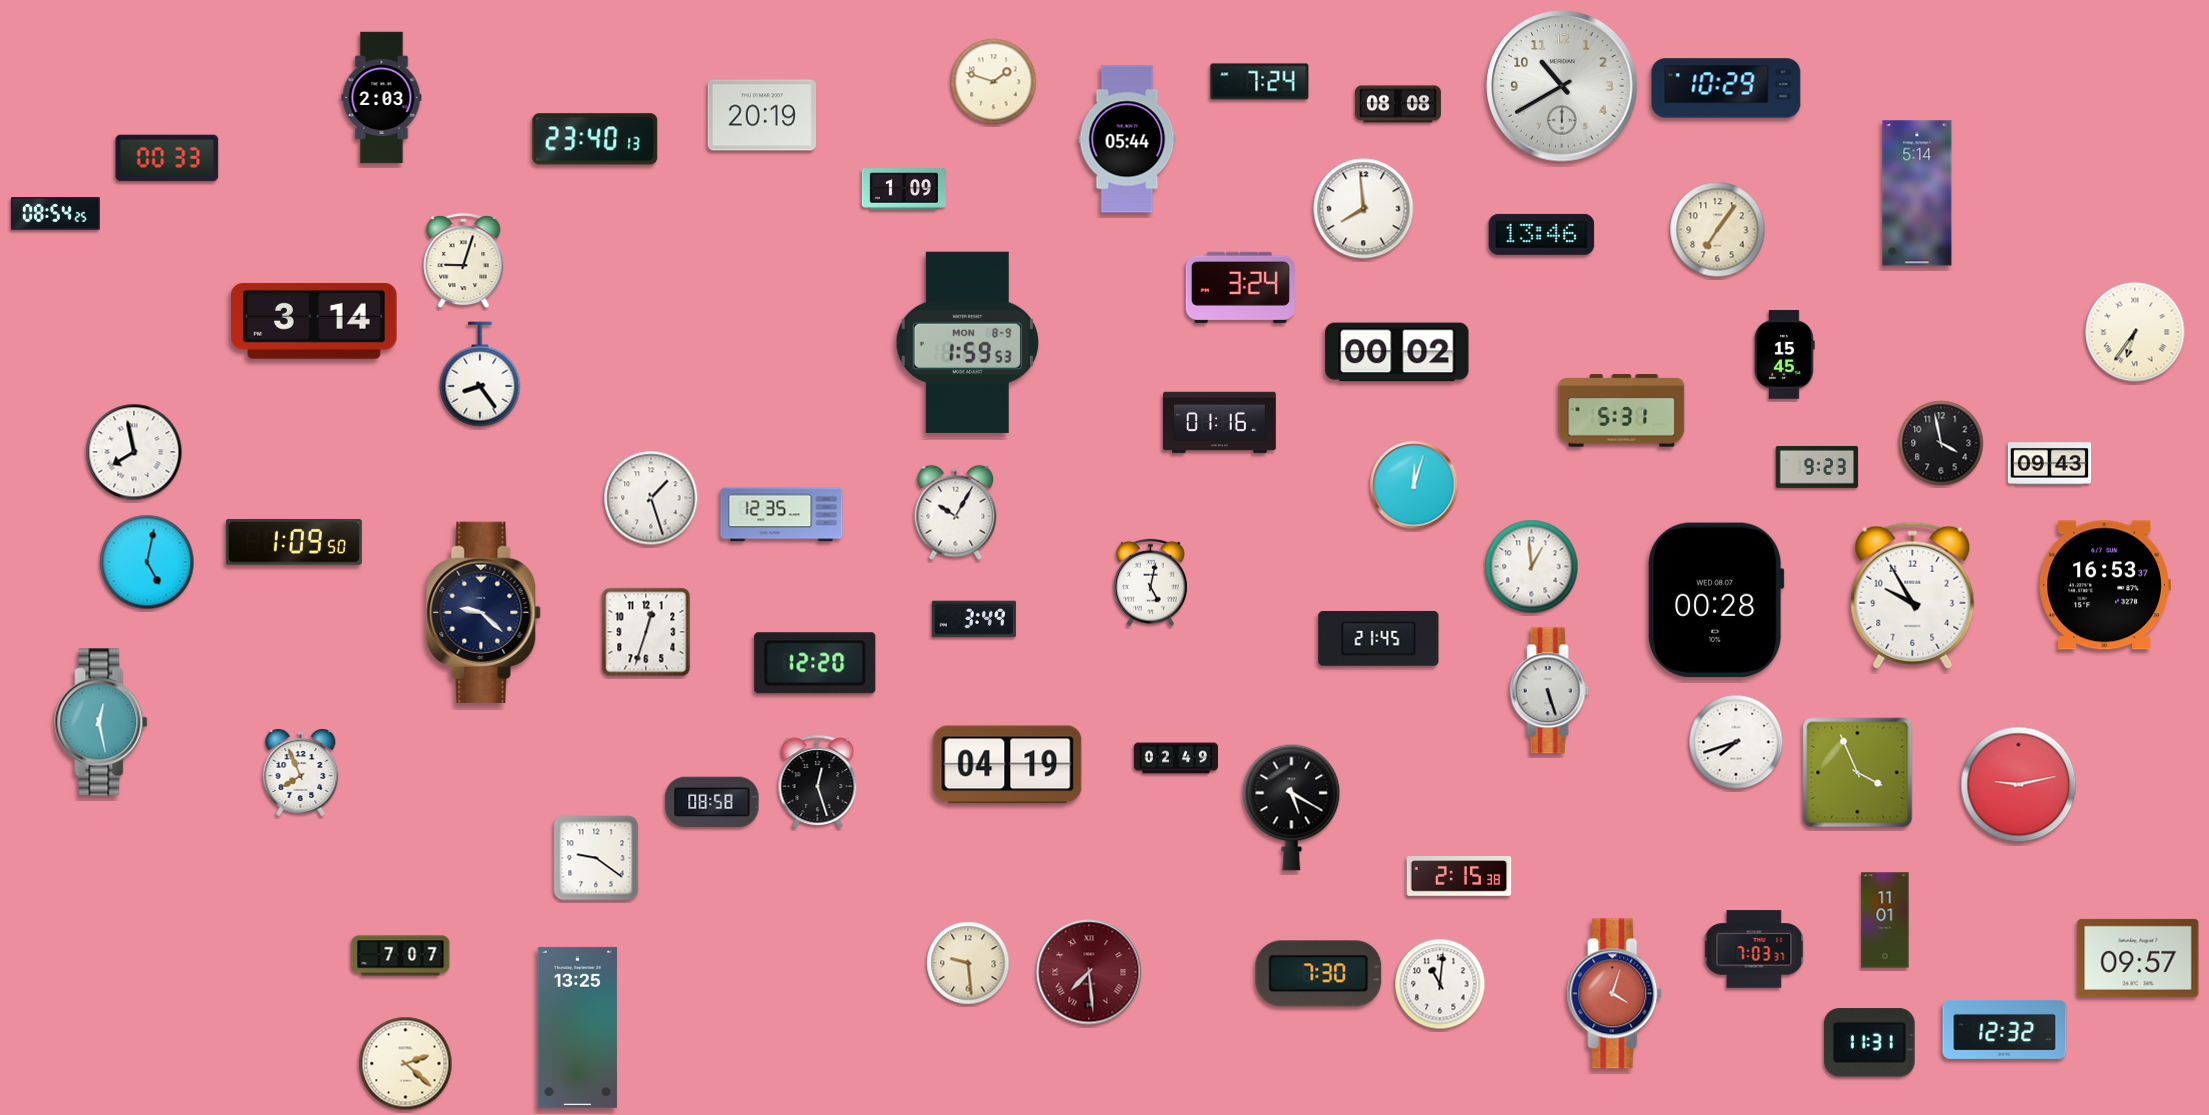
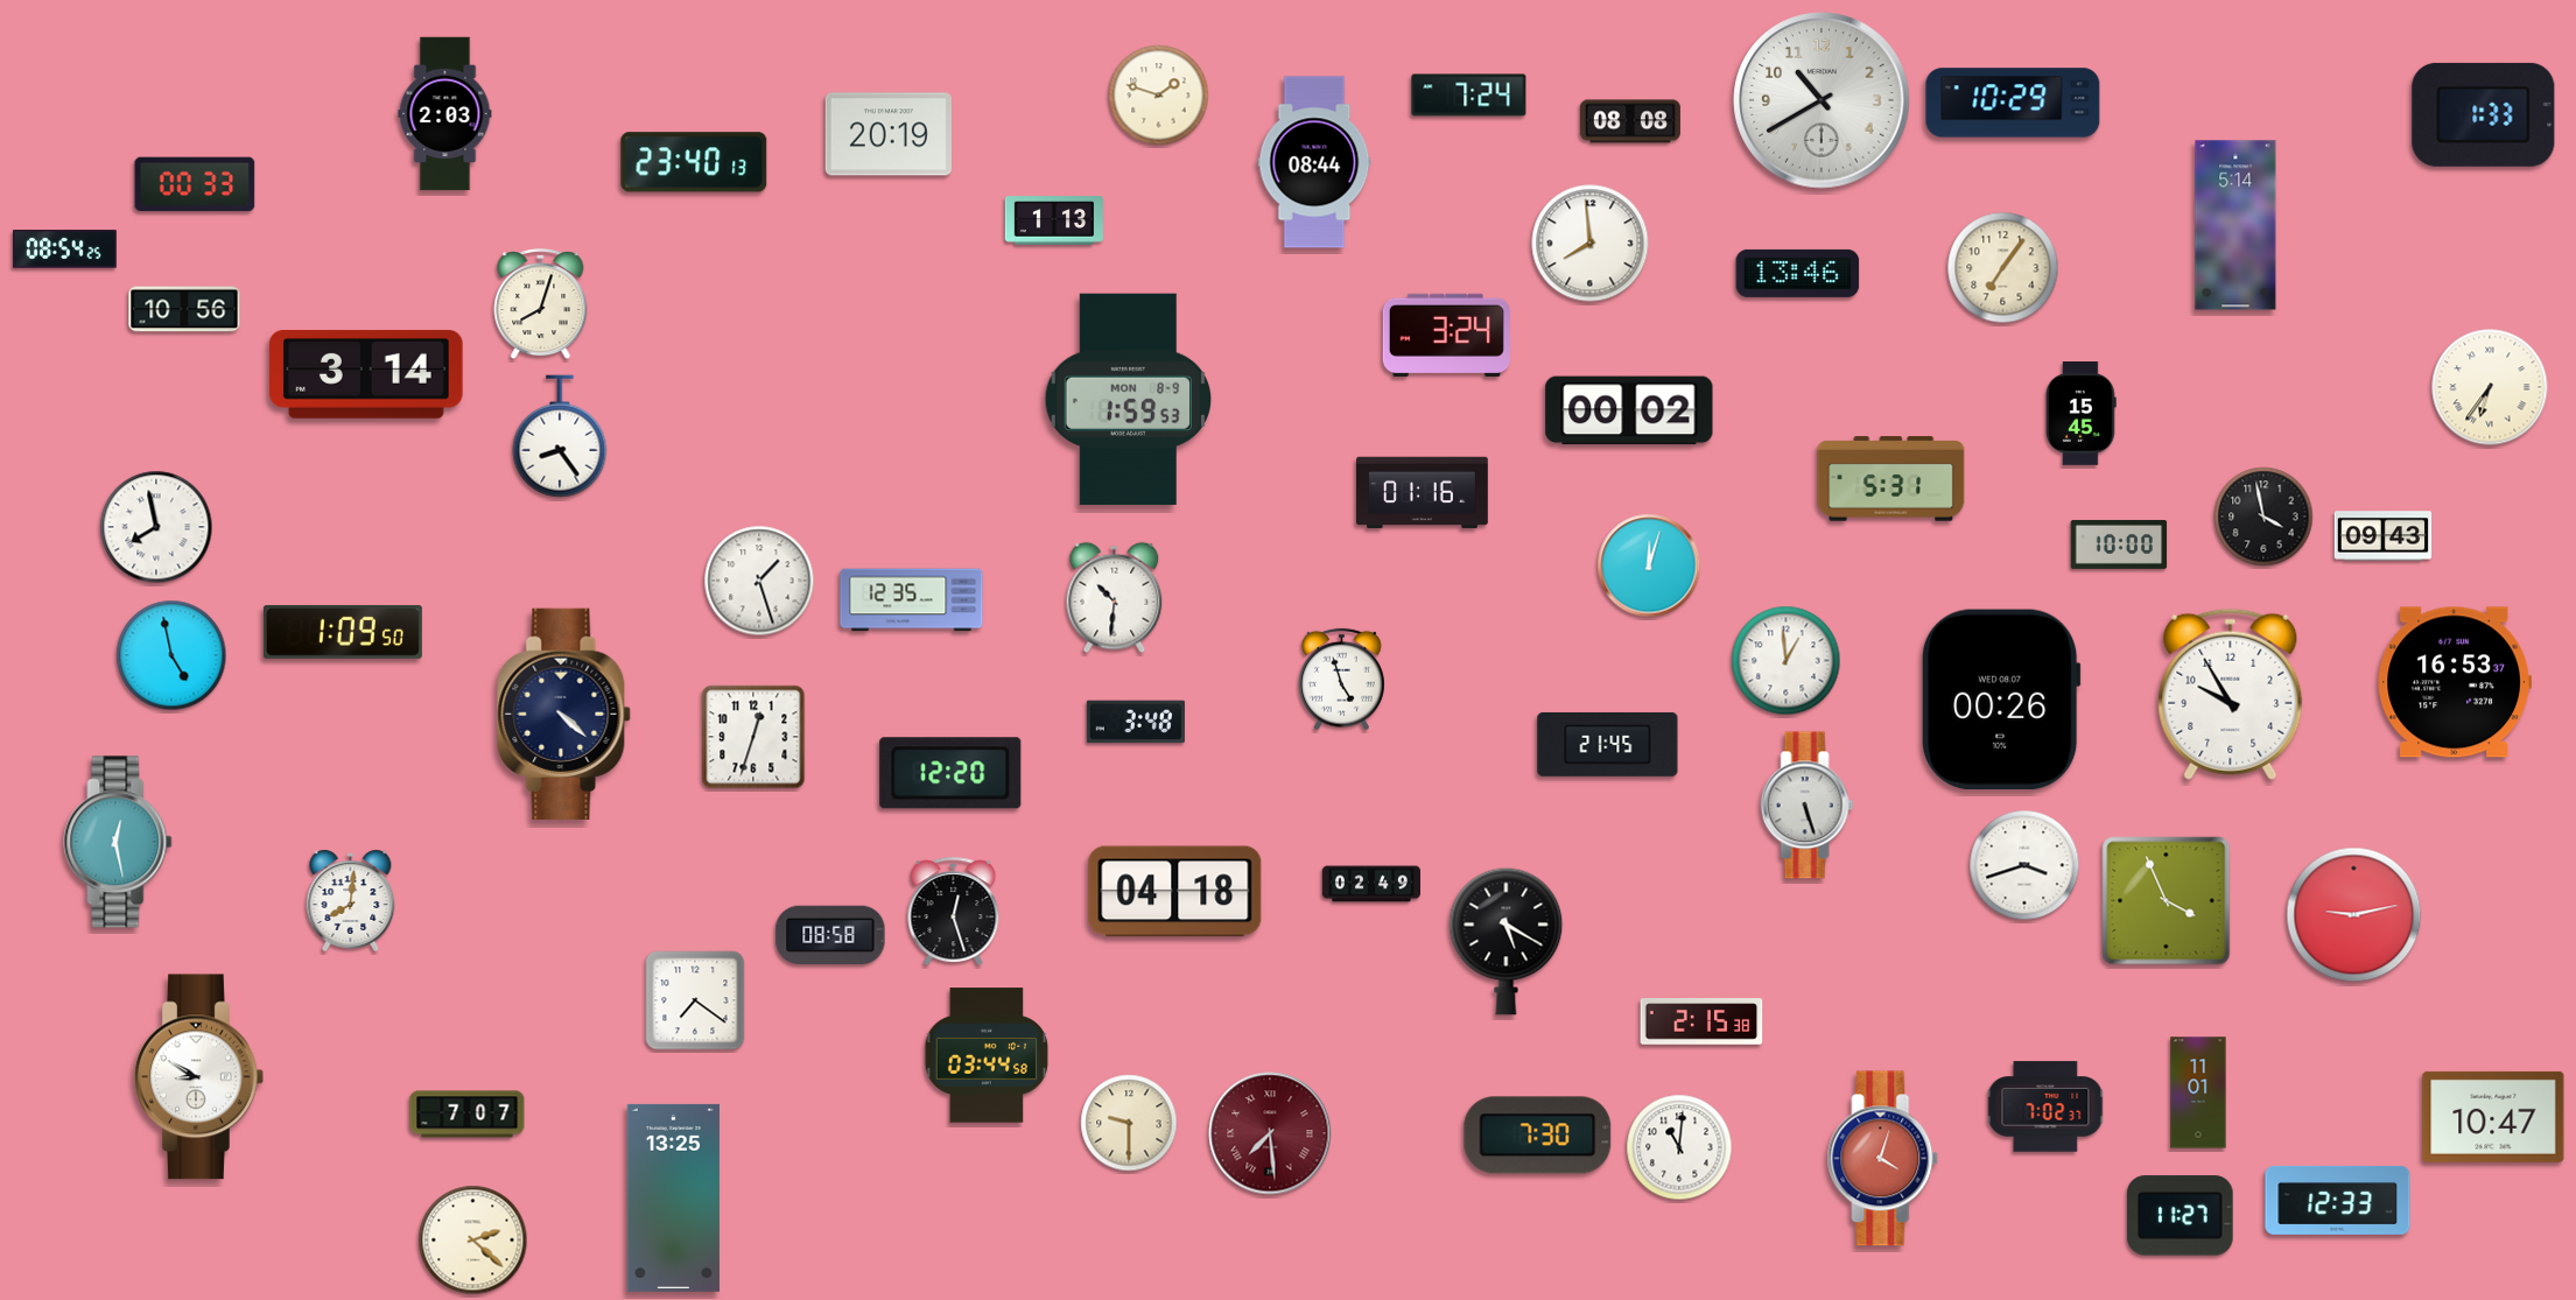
clock at (2484, 114): none -> 1:33
clock at (1127, 139): 05:44 -> 08:44
clock at (903, 189): 1:09 -> 1:13
clock at (464, 261): 9:03 -> 8:03
clock at (184, 309): none -> 10:56
clock at (2050, 464) position: (2050, 464) -> (2384, 536)
clock at (1817, 467): 9:23 -> 10:00
clock at (956, 513): 10:05 -> 10:31
clock at (147, 562): 5:02 -> 4:58
clock at (1151, 583): 5:02 -> 4:57
clock at (1716, 599): 00:28 -> 00:26
clock at (484, 612): 9:22 -> 4:22
clock at (974, 619): 3:49 -> 3:48
clock at (1736, 742): 7:42 -> 3:42
clock at (1008, 765): 04:19 -> 04:18
clock at (301, 773): 7:56 -> 8:01
clock at (596, 858): 9:21 -> 7:21
clock at (987, 1055): none -> 03:44
clock at (1885, 920) position: (1885, 920) -> (2198, 1092)
clock at (199, 1077): none -> 8:50
clock at (1754, 949): 7:03 -> 7:02
clock at (2138, 958): 09:57 -> 10:47
clock at (968, 963): 9:29 -> 9:30
clock at (2005, 1029): 12:32 -> 12:33
clock at (1870, 1043): 11:31 -> 11:27
